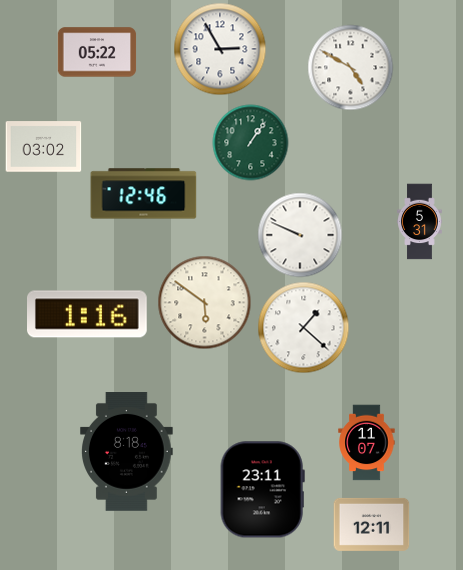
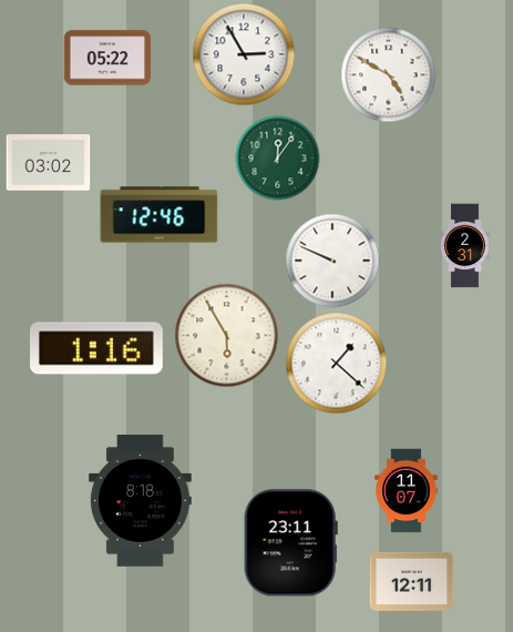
clock at (251, 143): 1:06 -> 12:06
clock at (420, 222): 5:31 -> 2:31
clock at (205, 303): 5:51 -> 5:55
